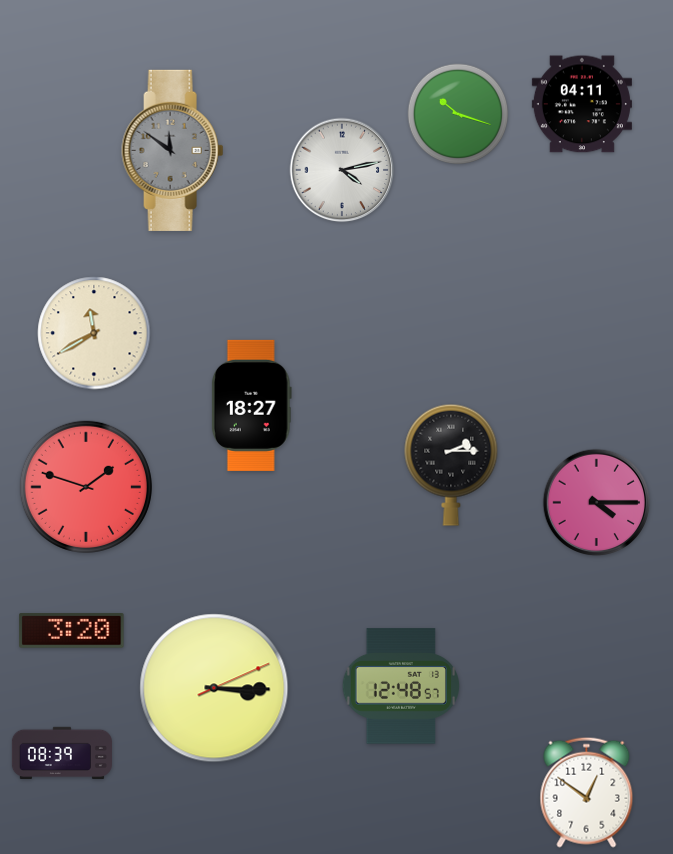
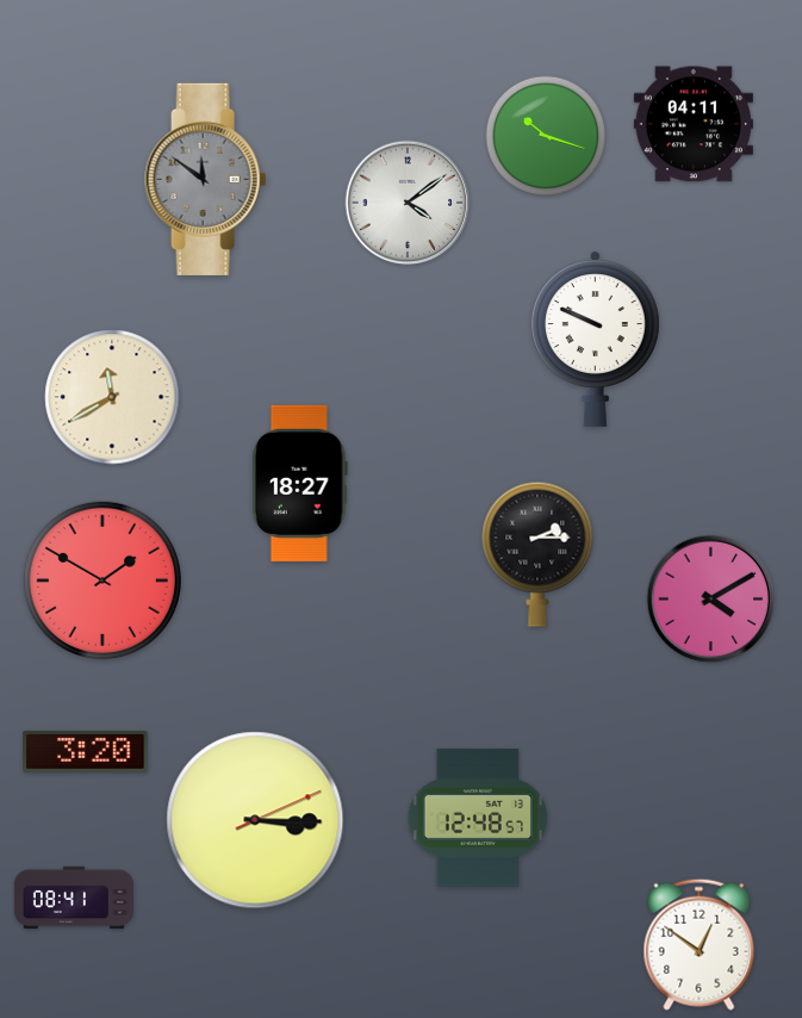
clock at (342, 170): 4:13 -> 4:09
clock at (595, 339): none -> 9:49
clock at (86, 487): 1:48 -> 1:50
clock at (597, 503): 4:15 -> 4:10
clock at (62, 753): 08:39 -> 08:41
